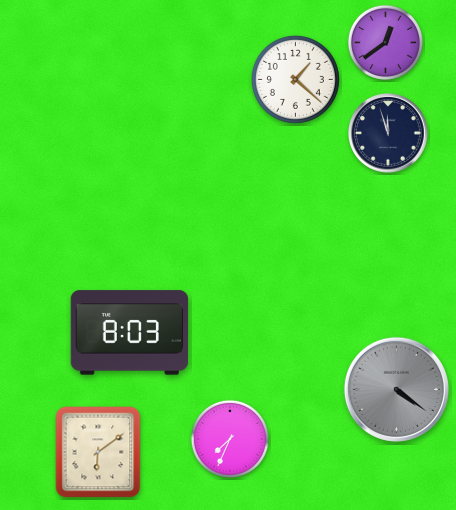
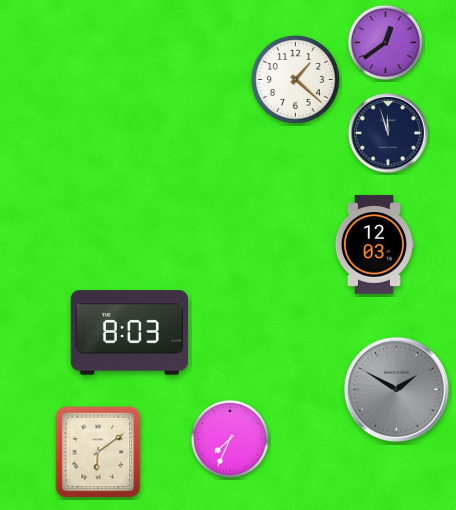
clock at (374, 245): none -> 12:03
clock at (396, 389): 4:21 -> 1:50
